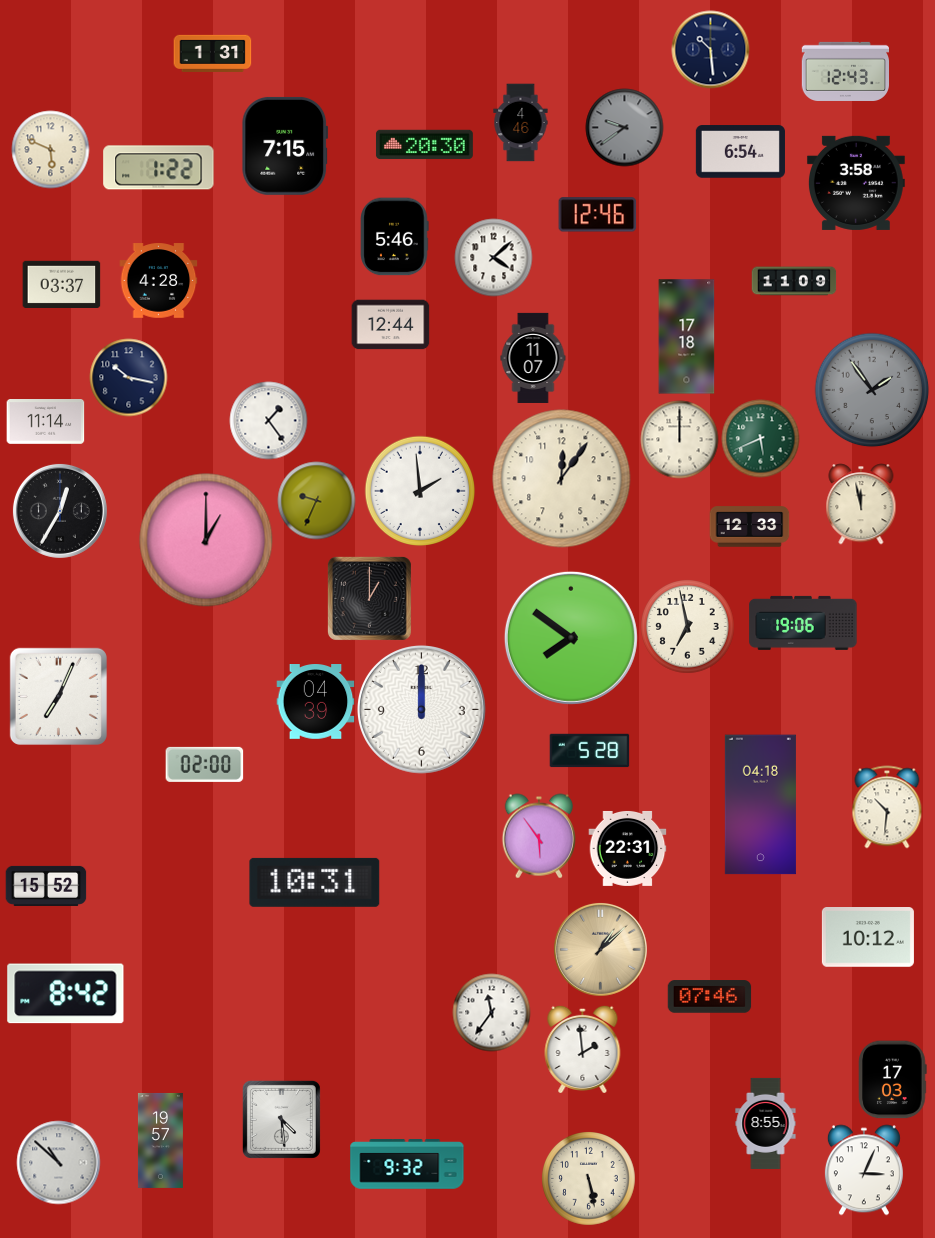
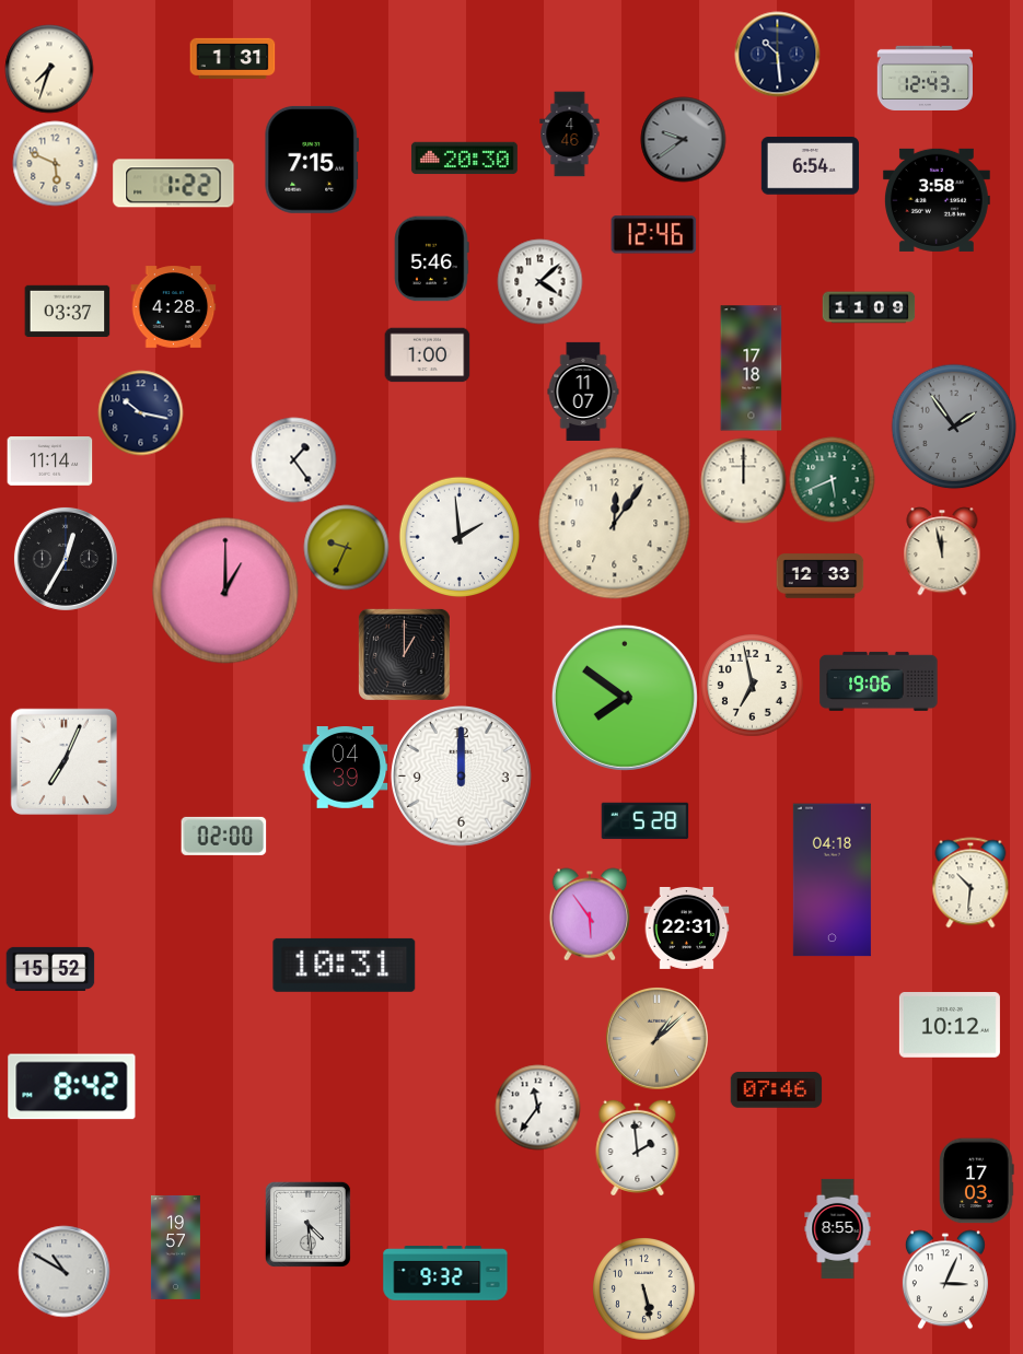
clock at (49, 69): none -> 7:33
clock at (390, 325): 12:44 -> 1:00
clock at (58, 1162): 10:52 -> 10:50
